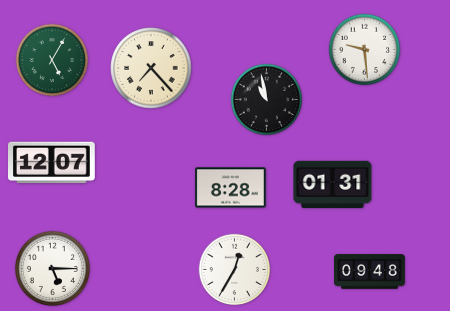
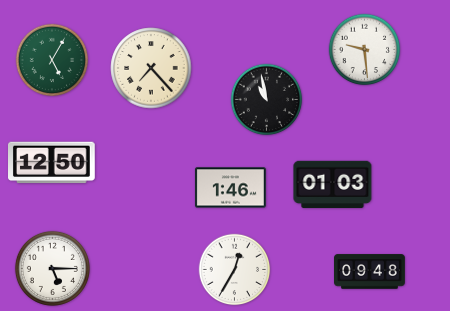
clock at (52, 163): 12:07 -> 12:50
clock at (333, 185): 01:31 -> 01:03
clock at (231, 188): 8:28 -> 1:46
